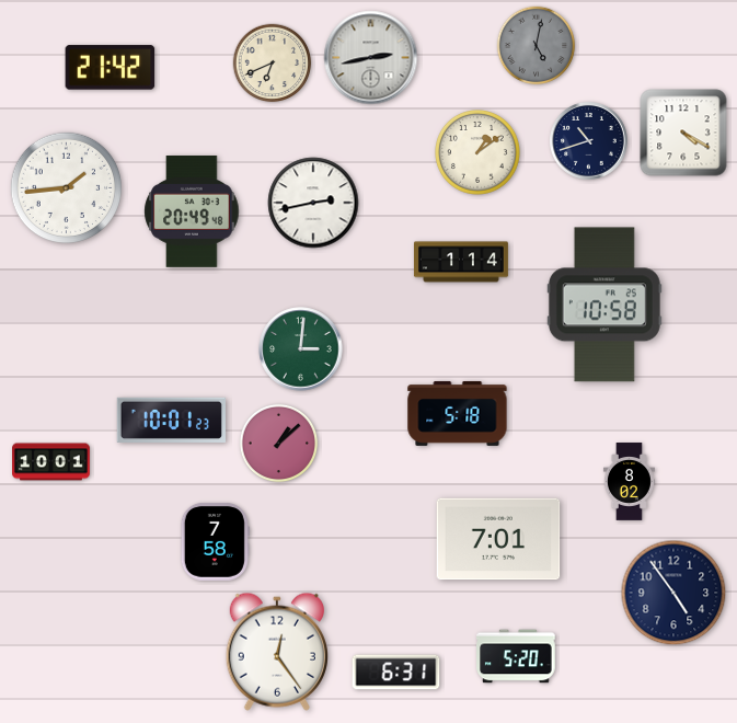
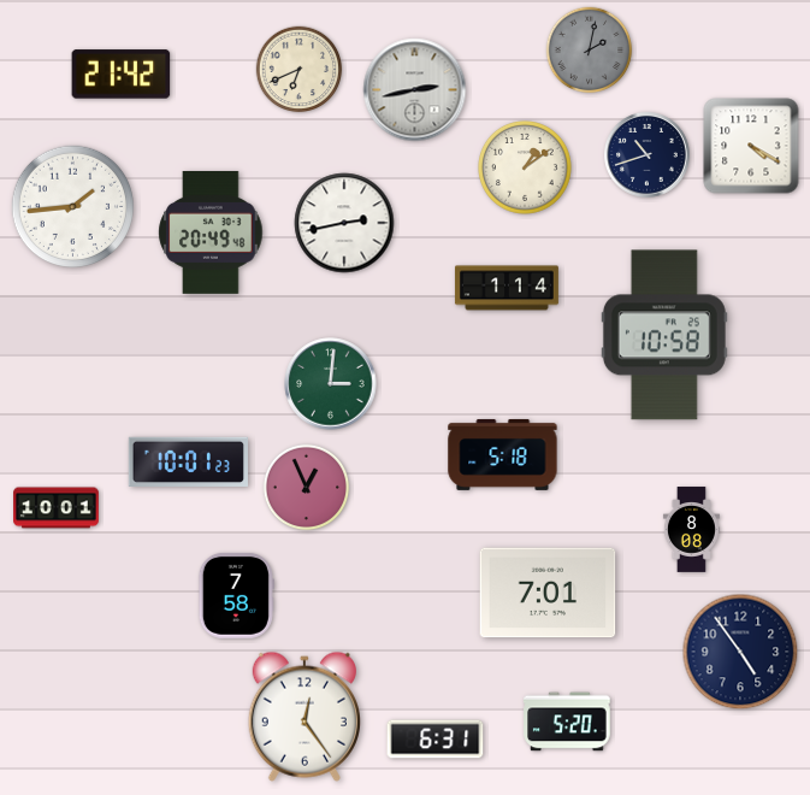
clock at (537, 46): 5:02 -> 2:02
clock at (371, 58) position: (371, 58) -> (415, 90)
clock at (279, 444): 1:08 -> 12:56
clock at (629, 482): 8:02 -> 8:08
